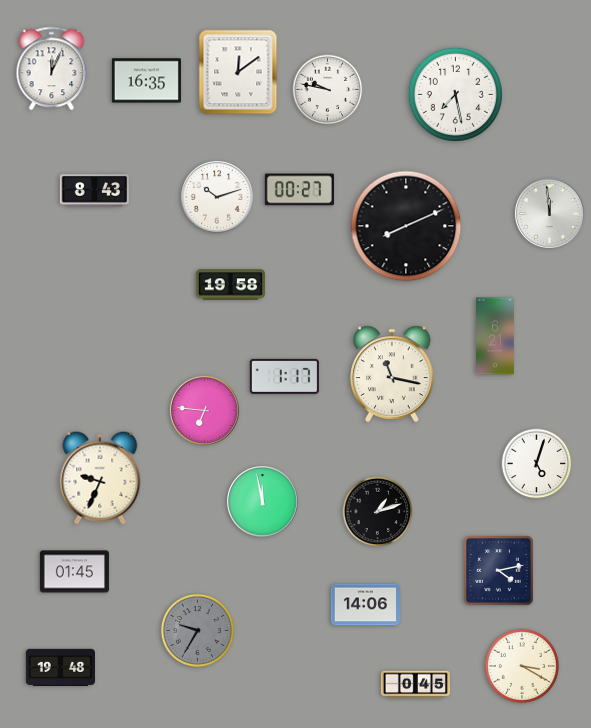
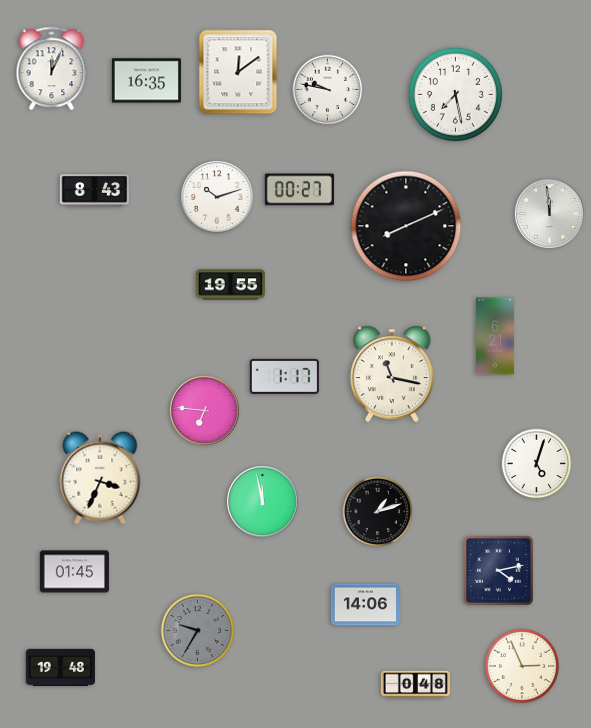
clock at (230, 285): 19:58 -> 19:55
clock at (100, 478): 9:34 -> 3:34
clock at (522, 666): 3:20 -> 2:56
clock at (415, 685): 0:45 -> 0:48
